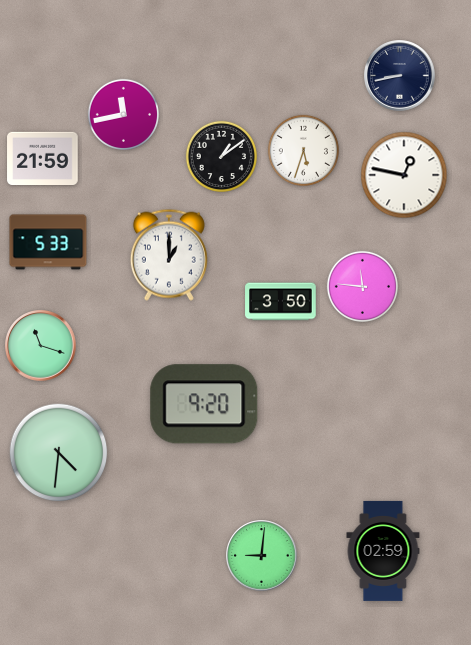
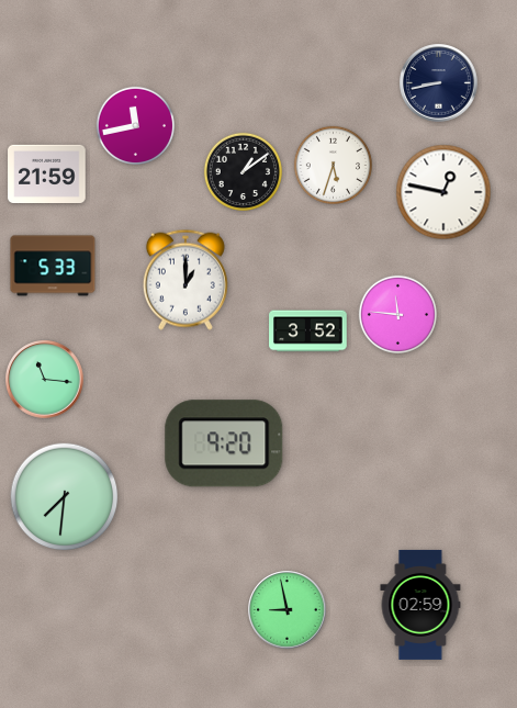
clock at (281, 302): 3:50 -> 3:52
clock at (41, 346): 11:18 -> 11:16
clock at (59, 453): 4:31 -> 7:31
clock at (262, 556): 9:01 -> 8:58
